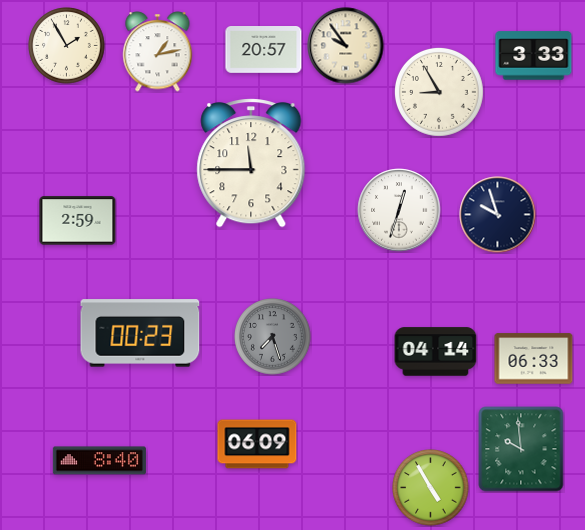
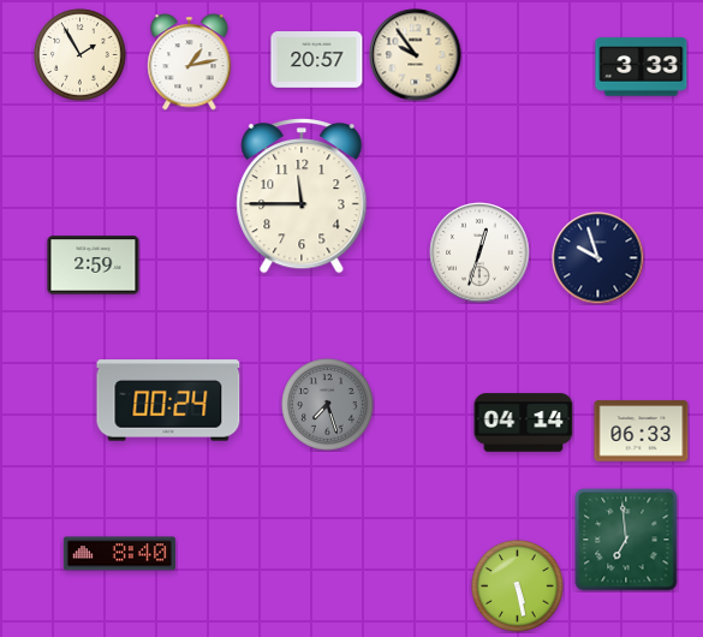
clock at (439, 92): 8:55 -> none
clock at (140, 333): 00:23 -> 00:24
clock at (257, 444): 06:09 -> none
clock at (521, 449): 9:59 -> 6:59
clock at (431, 488): 4:55 -> 5:28
